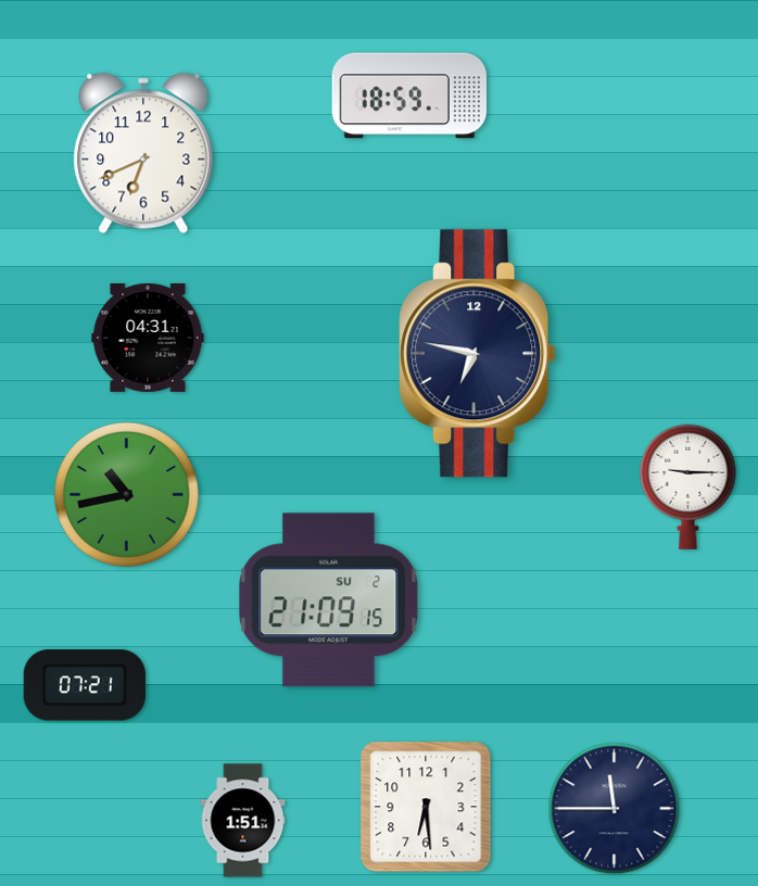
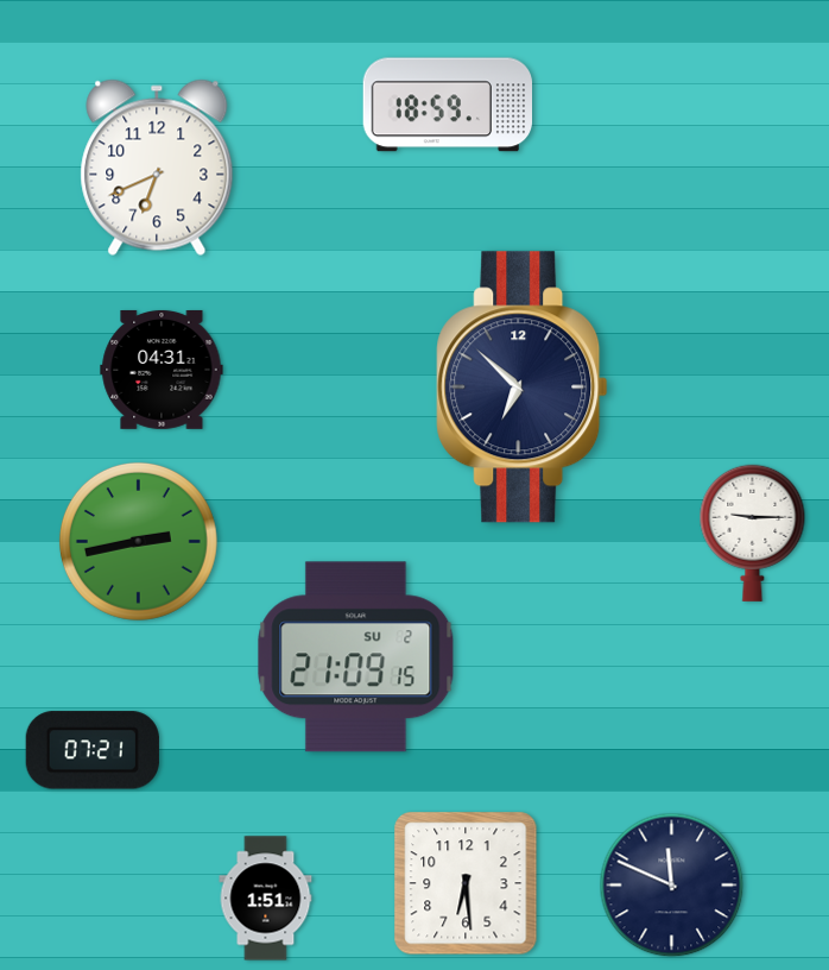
clock at (478, 354): 6:47 -> 6:52
clock at (126, 494): 10:43 -> 2:43
clock at (329, 600) position: (329, 600) -> (356, 657)
clock at (615, 809): 11:45 -> 11:49
